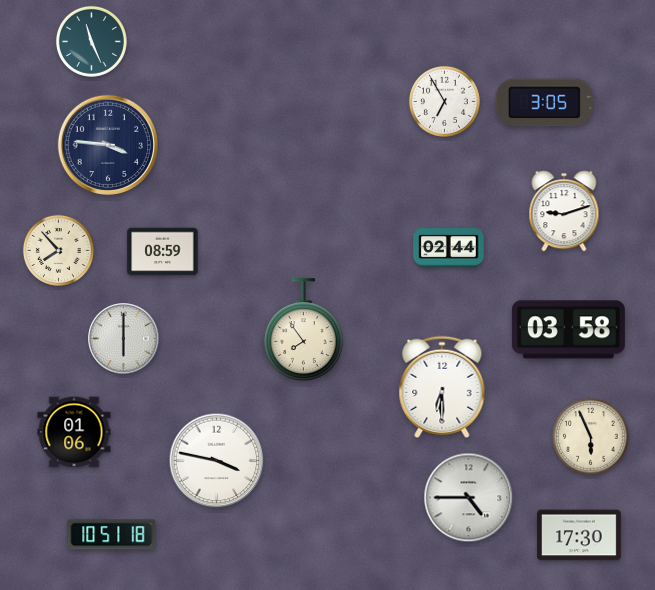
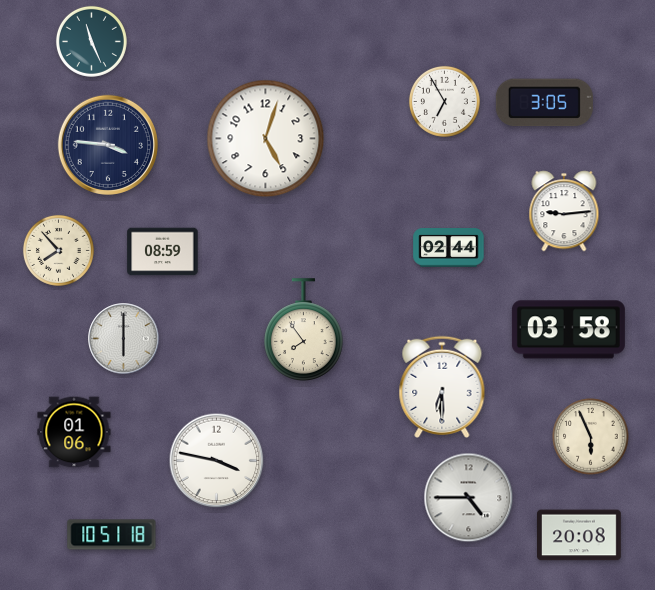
clock at (266, 139): none -> 5:03
clock at (564, 211): 9:12 -> 9:14
clock at (580, 535): 17:30 -> 20:08
